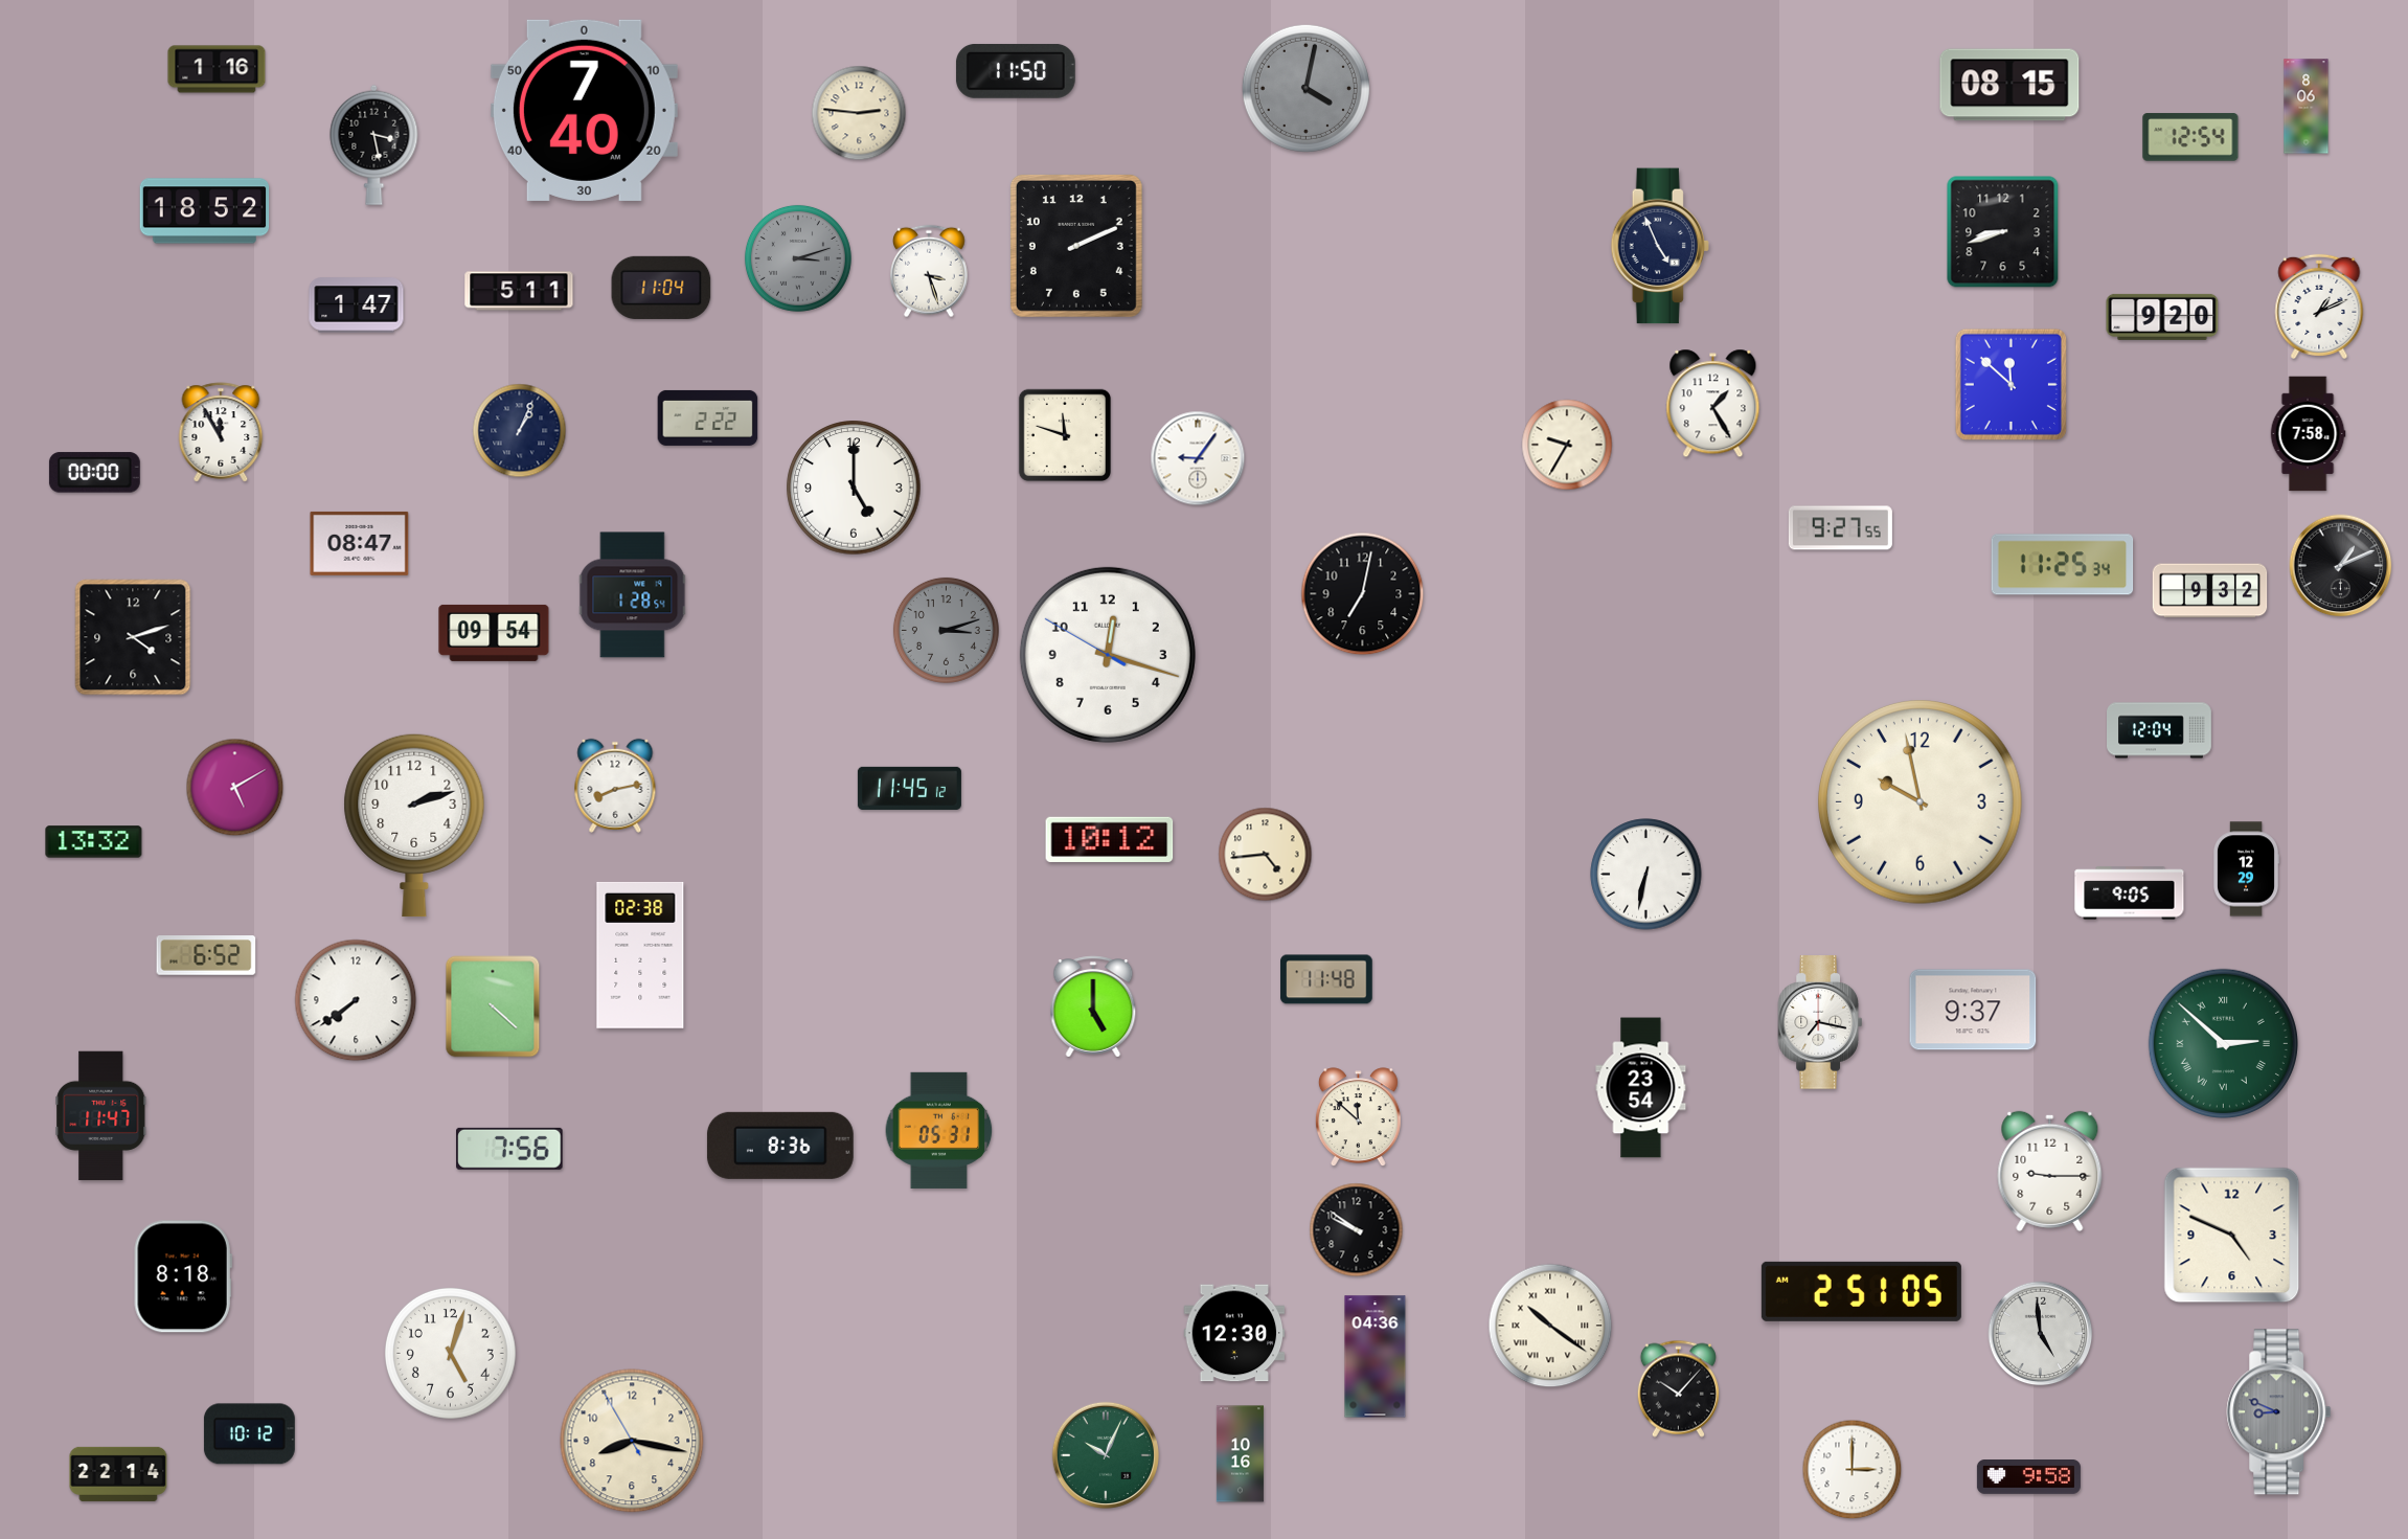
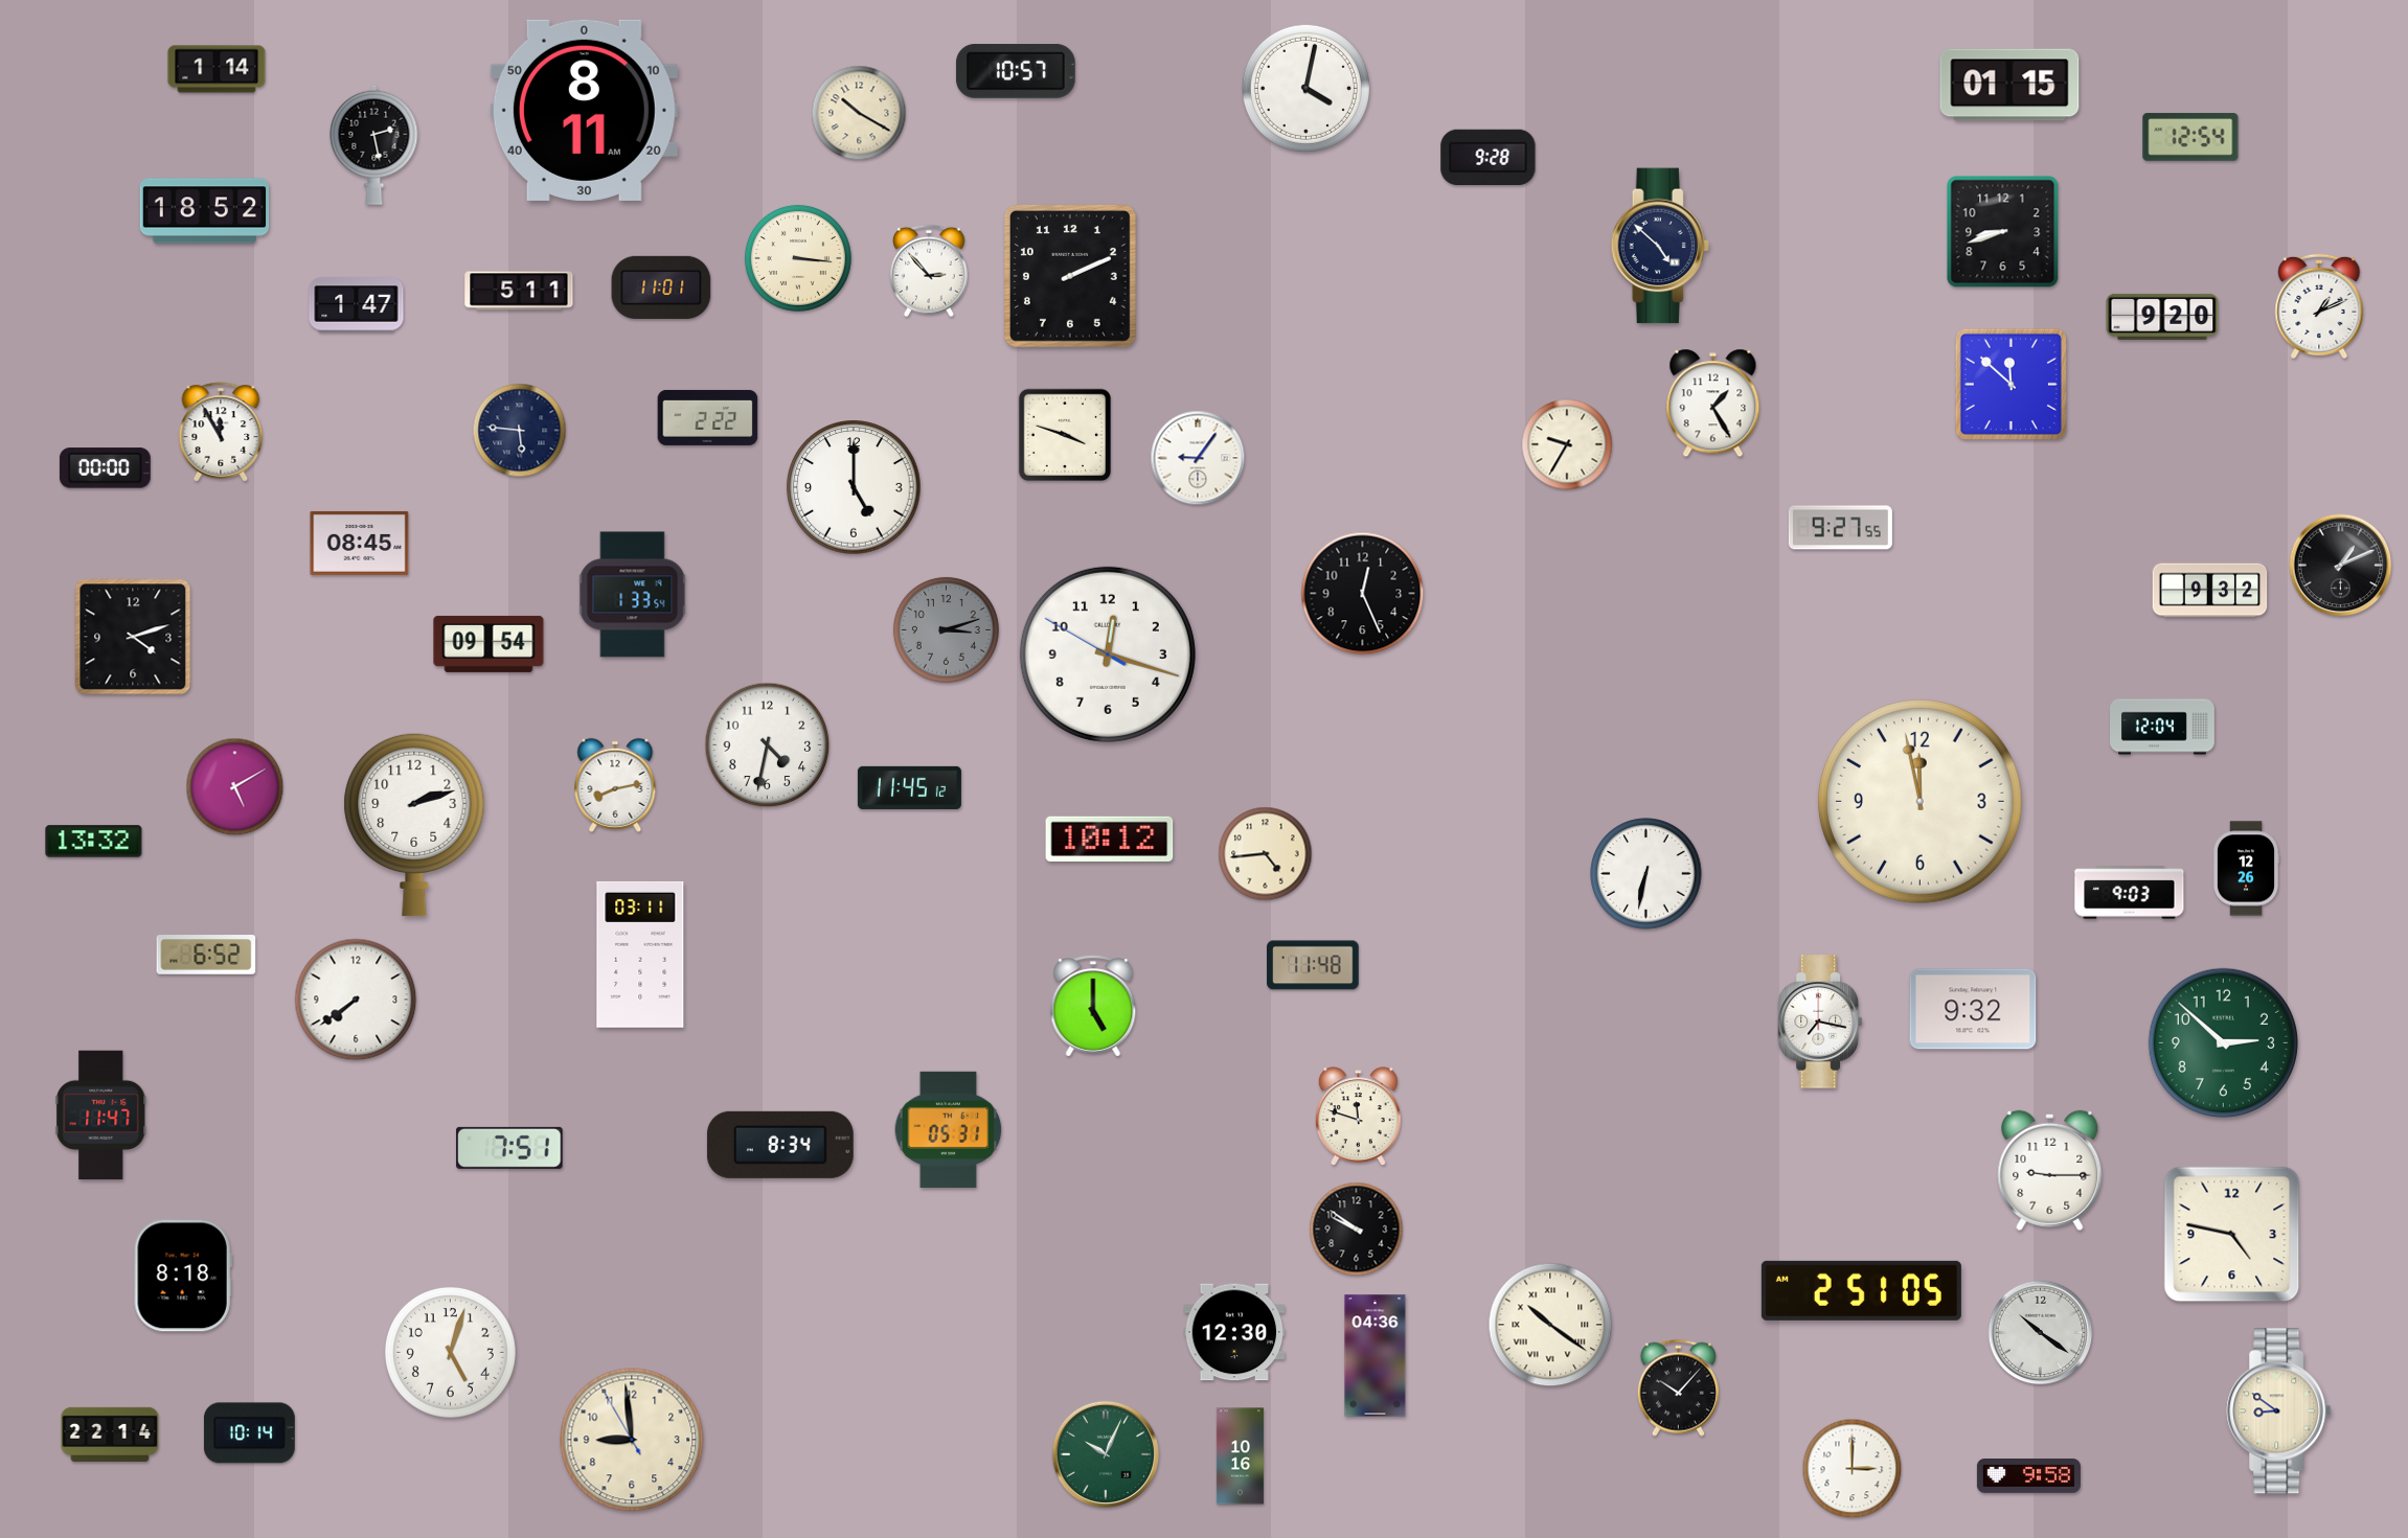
clock at (217, 69): 1:16 -> 1:14
clock at (1016, 71): 11:50 -> 10:57
clock at (2009, 85): 08:15 -> 01:15
clock at (1305, 88) dial: grey -> white
clock at (2307, 107): 8:06 -> none
clock at (584, 110): 7:40 -> 8:11
clock at (859, 113): 2:46 -> 10:20
clock at (374, 144): 3:28 -> 2:28
clock at (1489, 157): none -> 9:28
clock at (1076, 246) position: (1076, 246) -> (1070, 276)
clock at (1660, 246): 4:56 -> 4:52
clock at (798, 258): 3:12 -> 3:16
clock at (798, 258) dial: grey -> cream
clock at (930, 271): 3:27 -> 2:53
clock at (661, 288): 11:04 -> 11:01
clock at (520, 431): 1:04 -> 5:46
clock at (1064, 434): 11:48 -> 3:48
clock at (2308, 434): 7:58 -> none
clock at (94, 473) position: (94, 473) -> (105, 468)
clock at (360, 543): 08:47 -> 08:45
clock at (2063, 565): 11:25 -> none
clock at (1363, 594): 7:02 -> 12:26
clock at (633, 595): 1:28 -> 1:33
clock at (494, 633) position: (494, 633) -> (489, 644)
clock at (2160, 730) position: (2160, 730) -> (2163, 727)
clock at (768, 745): none -> 4:32
clock at (1921, 802): 9:58 -> 11:58
clock at (2245, 869): 12:29 -> 12:26
clock at (2130, 893): 9:05 -> 9:03
clock at (640, 955): 02:38 -> 03:11
clock at (1326, 979) position: (1326, 979) -> (1313, 965)
clock at (493, 1006): 4:22 -> none
clock at (1973, 1010): 9:37 -> 9:32
clock at (2223, 1043) numerals: Roman -> Arabic
clock at (1641, 1088): 23:54 -> none
clock at (1358, 1117): 11:52 -> 11:48
clock at (939, 1130) position: (939, 1130) -> (949, 1129)
clock at (780, 1146): 8:36 -> 8:34
clock at (509, 1149): 7:56 -> 7:51
clock at (2232, 1236): 4:49 -> 4:47
clock at (2041, 1334): 4:59 -> 10:21
clock at (2279, 1412): 8:49 -> 8:51
clock at (2279, 1412) dial: grey -> cream
clock at (249, 1434): 10:12 -> 10:14
clock at (632, 1441): 8:16 -> 8:58
clock at (1240, 1454) position: (1240, 1454) -> (1240, 1456)
clock at (118, 1474) position: (118, 1474) -> (110, 1434)
